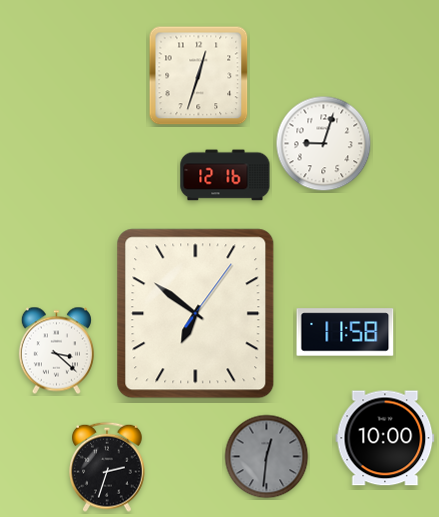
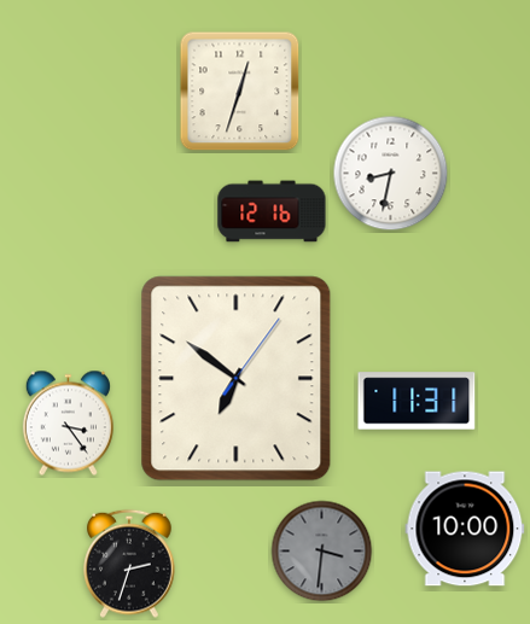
clock at (324, 144): 9:03 -> 8:32
clock at (345, 332): 11:58 -> 11:31
clock at (56, 351): 3:22 -> 3:24
clock at (267, 457): 12:31 -> 3:31
